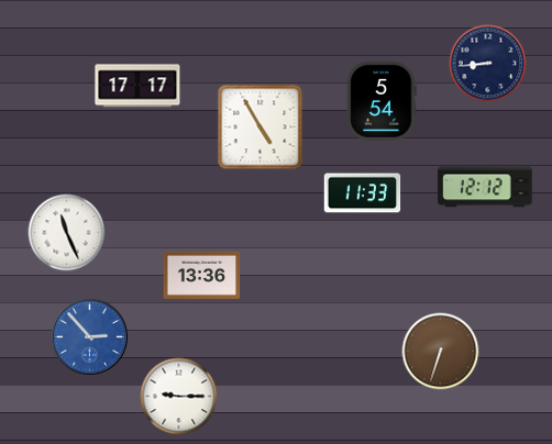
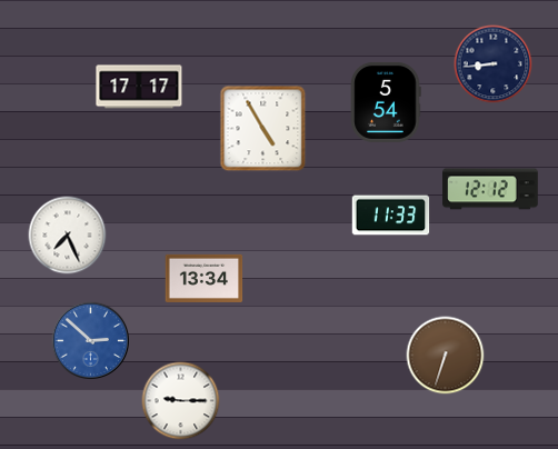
clock at (363, 193) position: (363, 193) -> (391, 216)
clock at (67, 233): 11:26 -> 7:26
clock at (202, 275): 13:36 -> 13:34
clock at (89, 336): 2:53 -> 2:52
